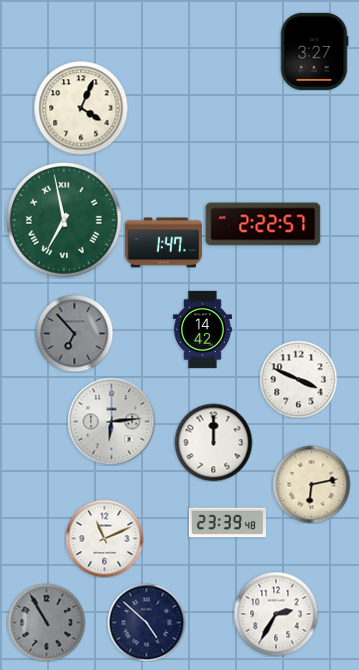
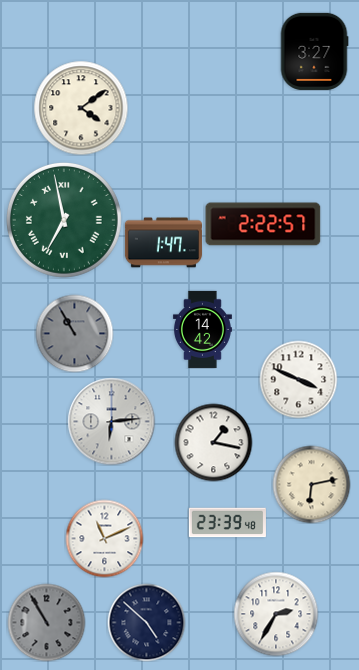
clock at (81, 108): 4:04 -> 4:09
clock at (74, 333): 6:53 -> 10:55
clock at (213, 442): 12:00 -> 1:17
